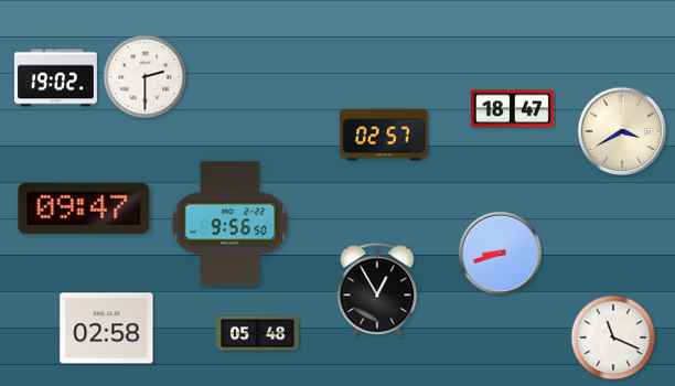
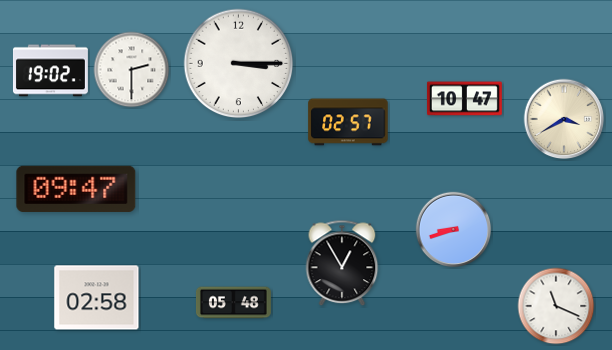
clock at (239, 64): none -> 3:15
clock at (512, 109): 18:47 -> 10:47
clock at (231, 224): 9:56 -> none
